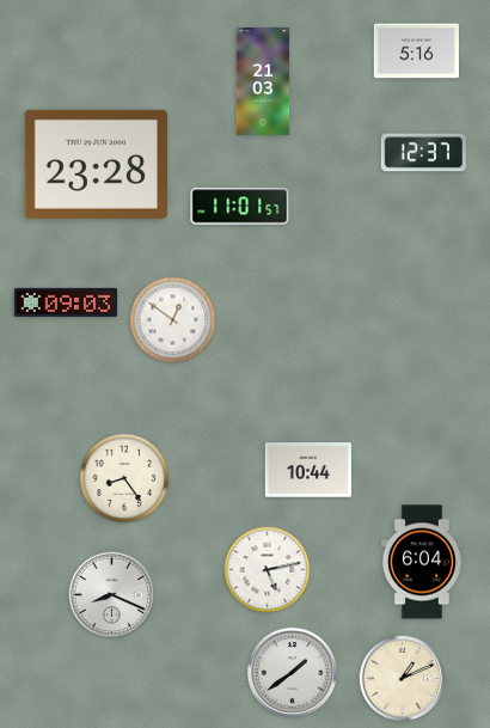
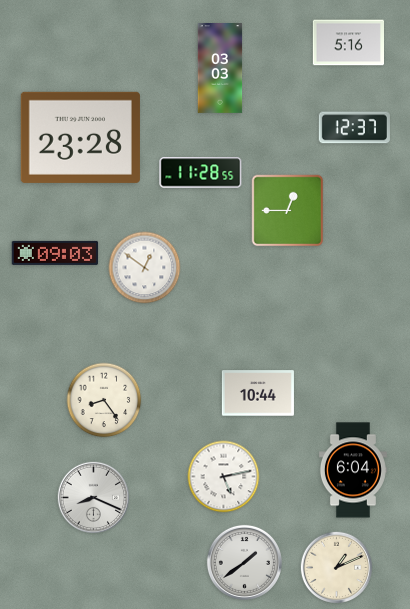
clock at (263, 82): 21:03 -> 03:03
clock at (240, 207): 11:01 -> 11:28
clock at (288, 211): none -> 12:45
